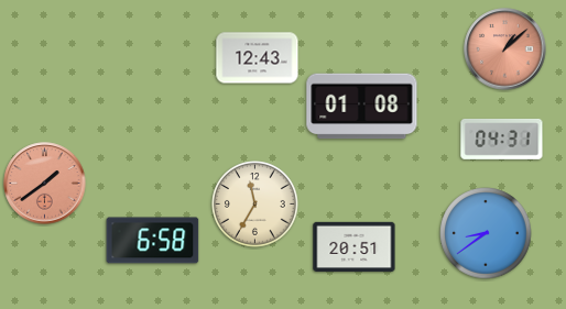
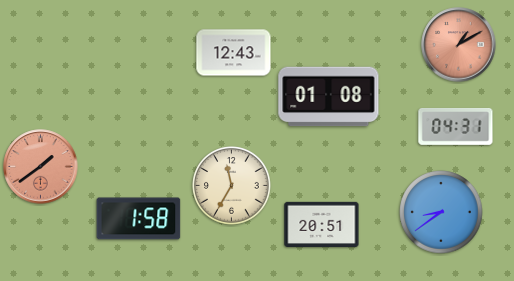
clock at (505, 49): 1:08 -> 1:10
clock at (153, 241): 6:58 -> 1:58
